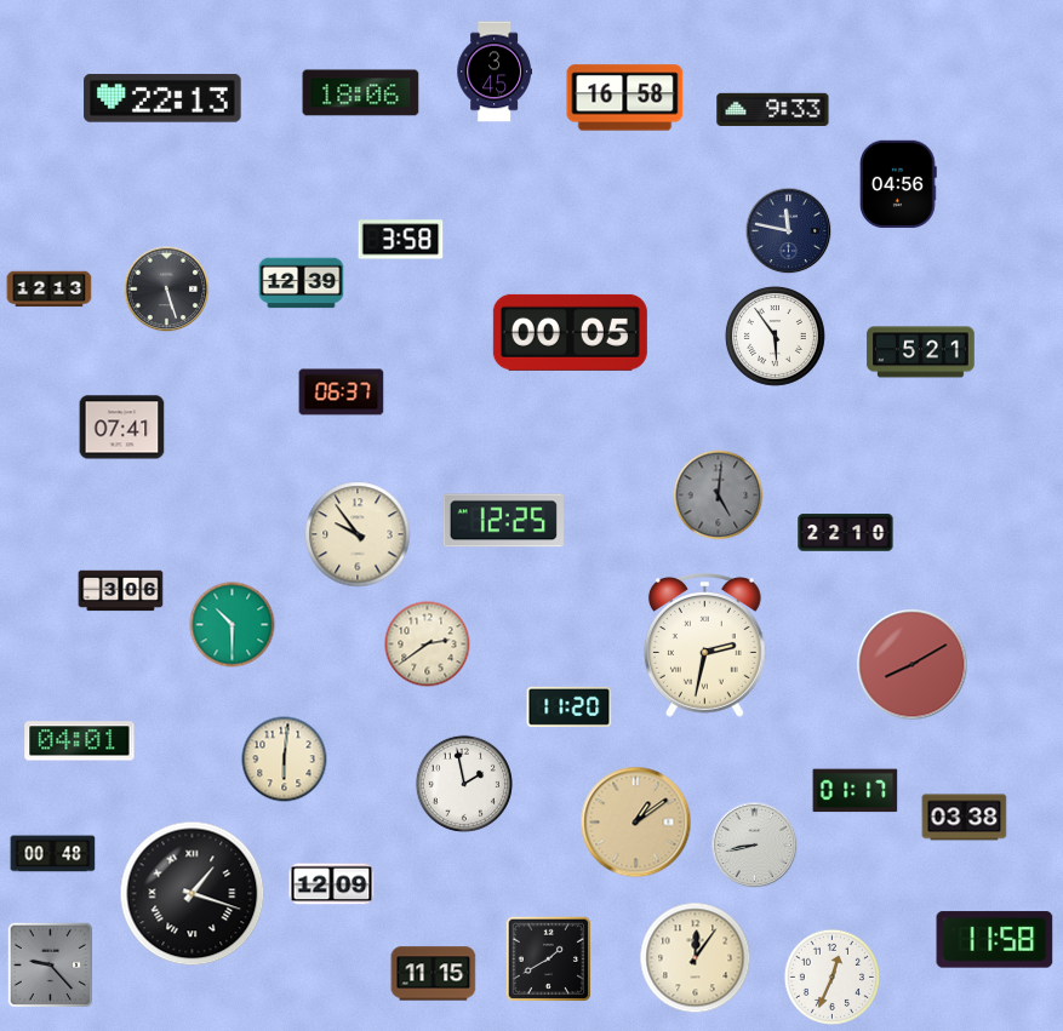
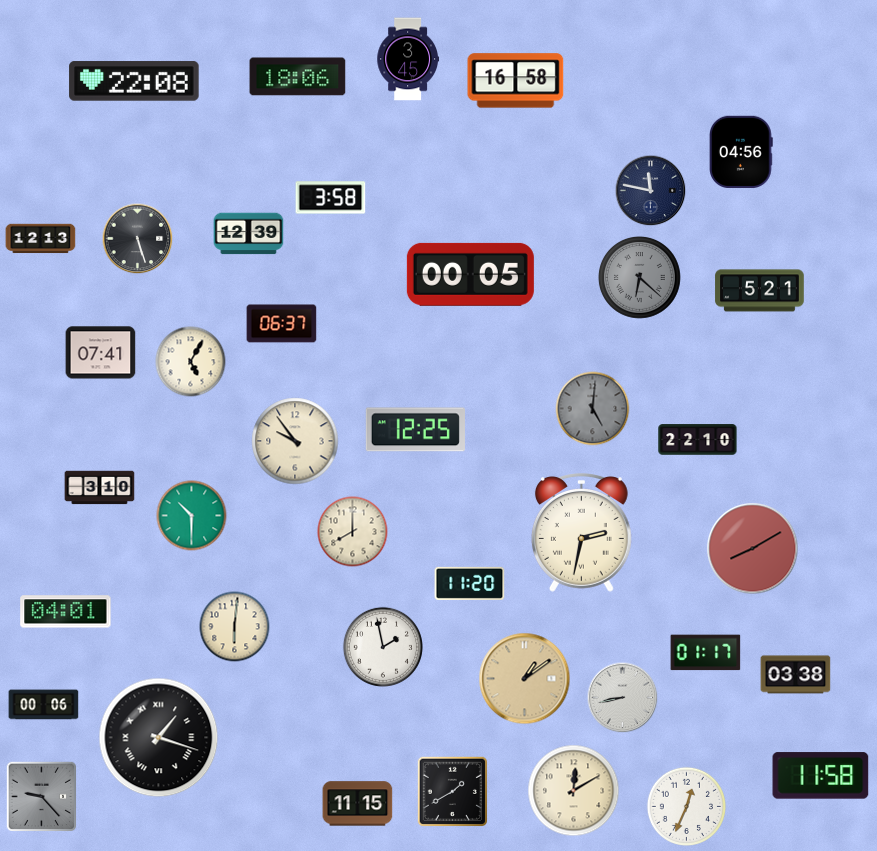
clock at (162, 98): 22:13 -> 22:08
clock at (773, 109): 9:33 -> none
clock at (775, 336): 5:54 -> 6:22
clock at (775, 336) dial: white -> grey
clock at (191, 362): none -> 5:05
clock at (121, 591): 3:06 -> 3:10
clock at (428, 645): 2:39 -> 8:00
clock at (53, 854): 00:48 -> 00:06
clock at (332, 884): 12:09 -> none
clock at (696, 958): 12:06 -> 12:10
